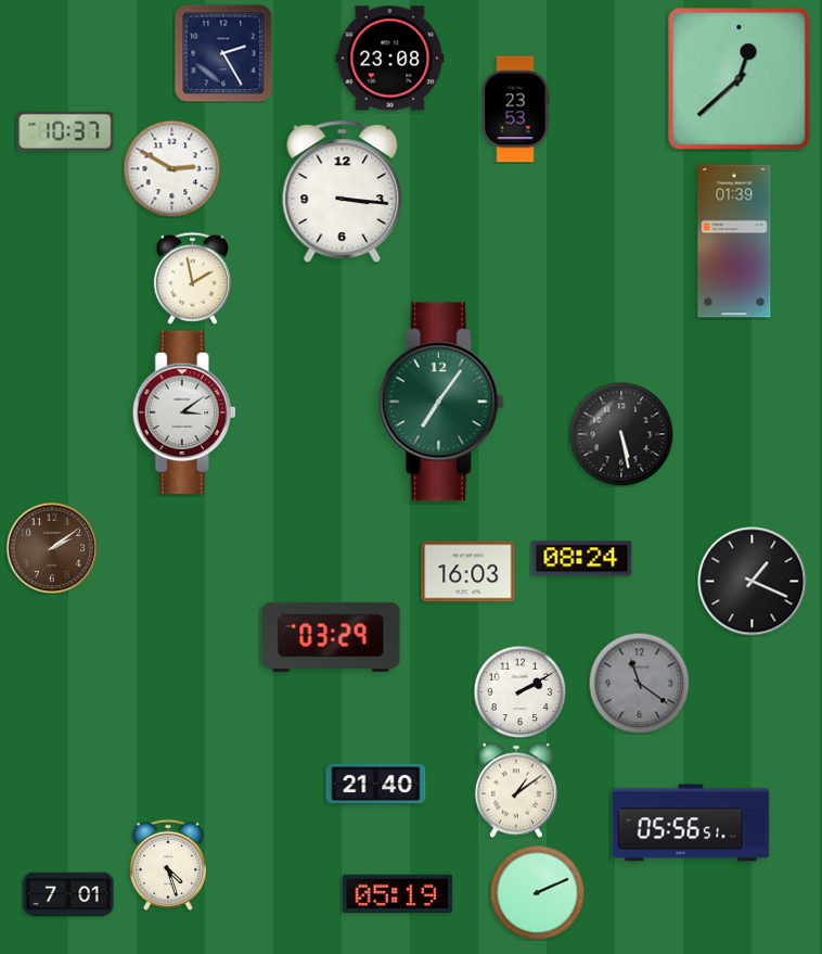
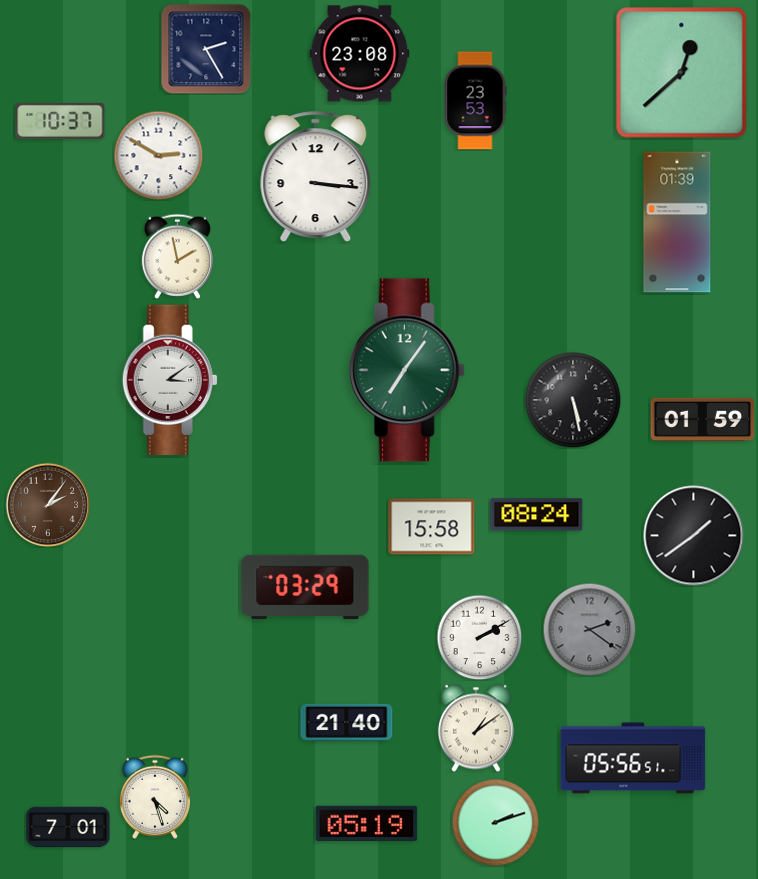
clock at (703, 419): none -> 01:59
clock at (52, 548): 2:09 -> 2:06
clock at (468, 572): 16:03 -> 15:58
clock at (753, 582): 1:19 -> 1:39
clock at (639, 683): 11:21 -> 2:21
clock at (691, 823) position: (691, 823) -> (633, 758)
clock at (537, 892): 2:11 -> 2:12
clock at (68, 894) position: (68, 894) -> (68, 827)
